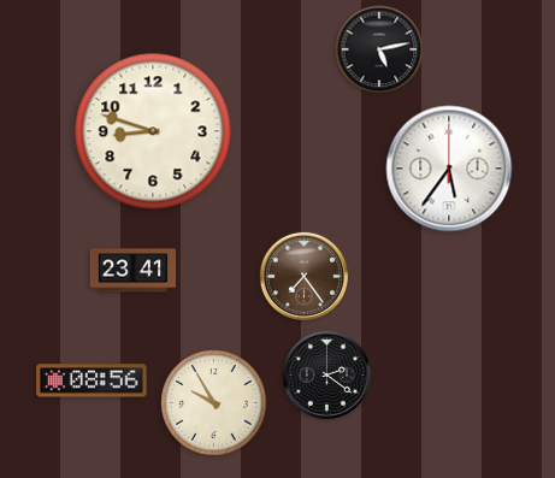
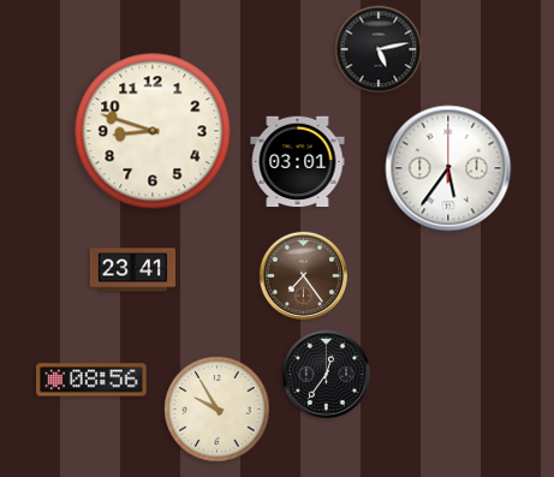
clock at (298, 162): none -> 03:01
clock at (326, 374): 2:21 -> 12:36
clock at (214, 403) position: (214, 403) -> (218, 410)
